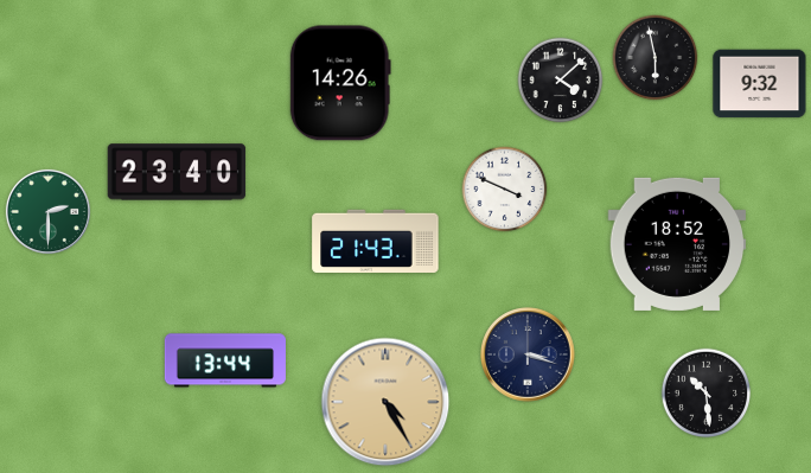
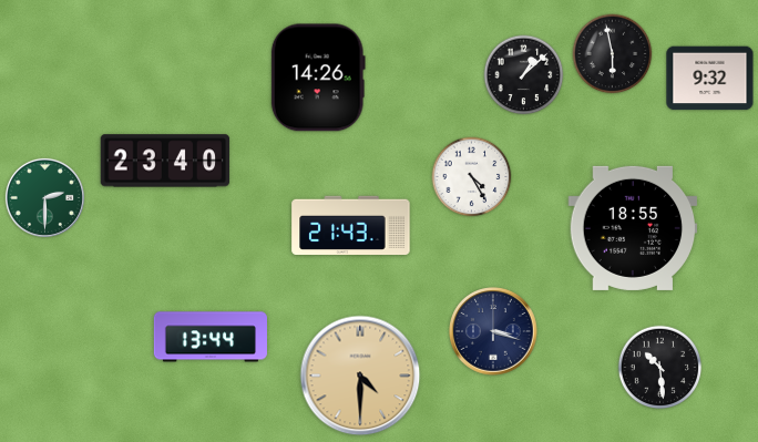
clock at (561, 81): 4:08 -> 1:08
clock at (505, 190): 3:49 -> 4:25
clock at (677, 244): 18:52 -> 18:55
clock at (385, 402): 4:25 -> 4:30
